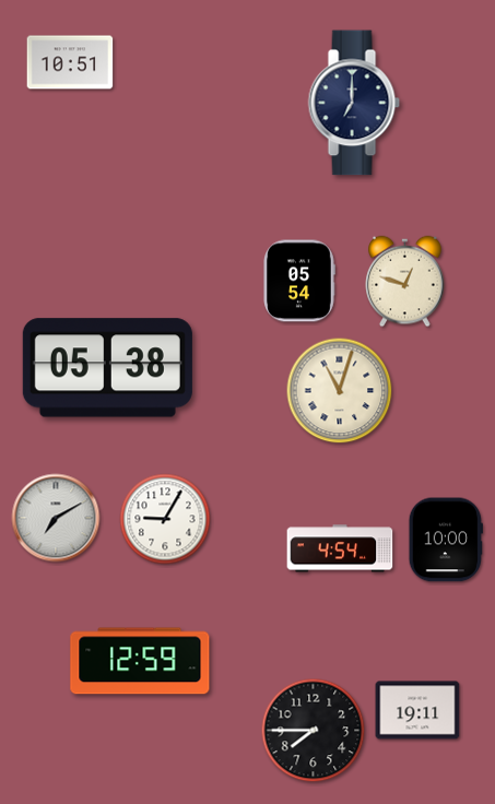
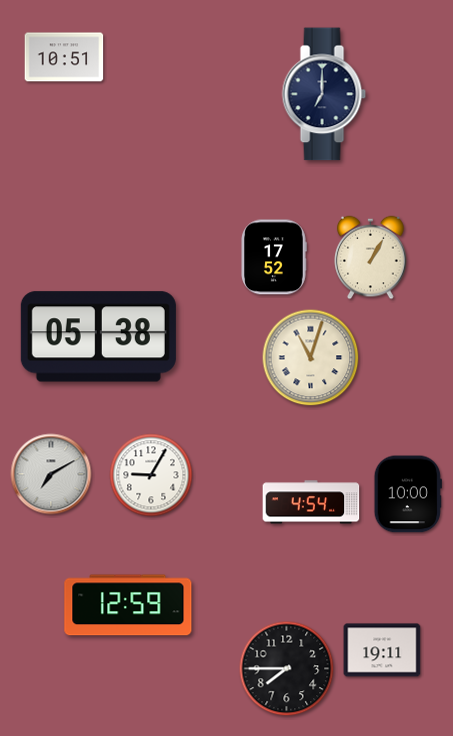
clock at (299, 281): 05:54 -> 17:52
clock at (405, 282): 12:48 -> 1:05
